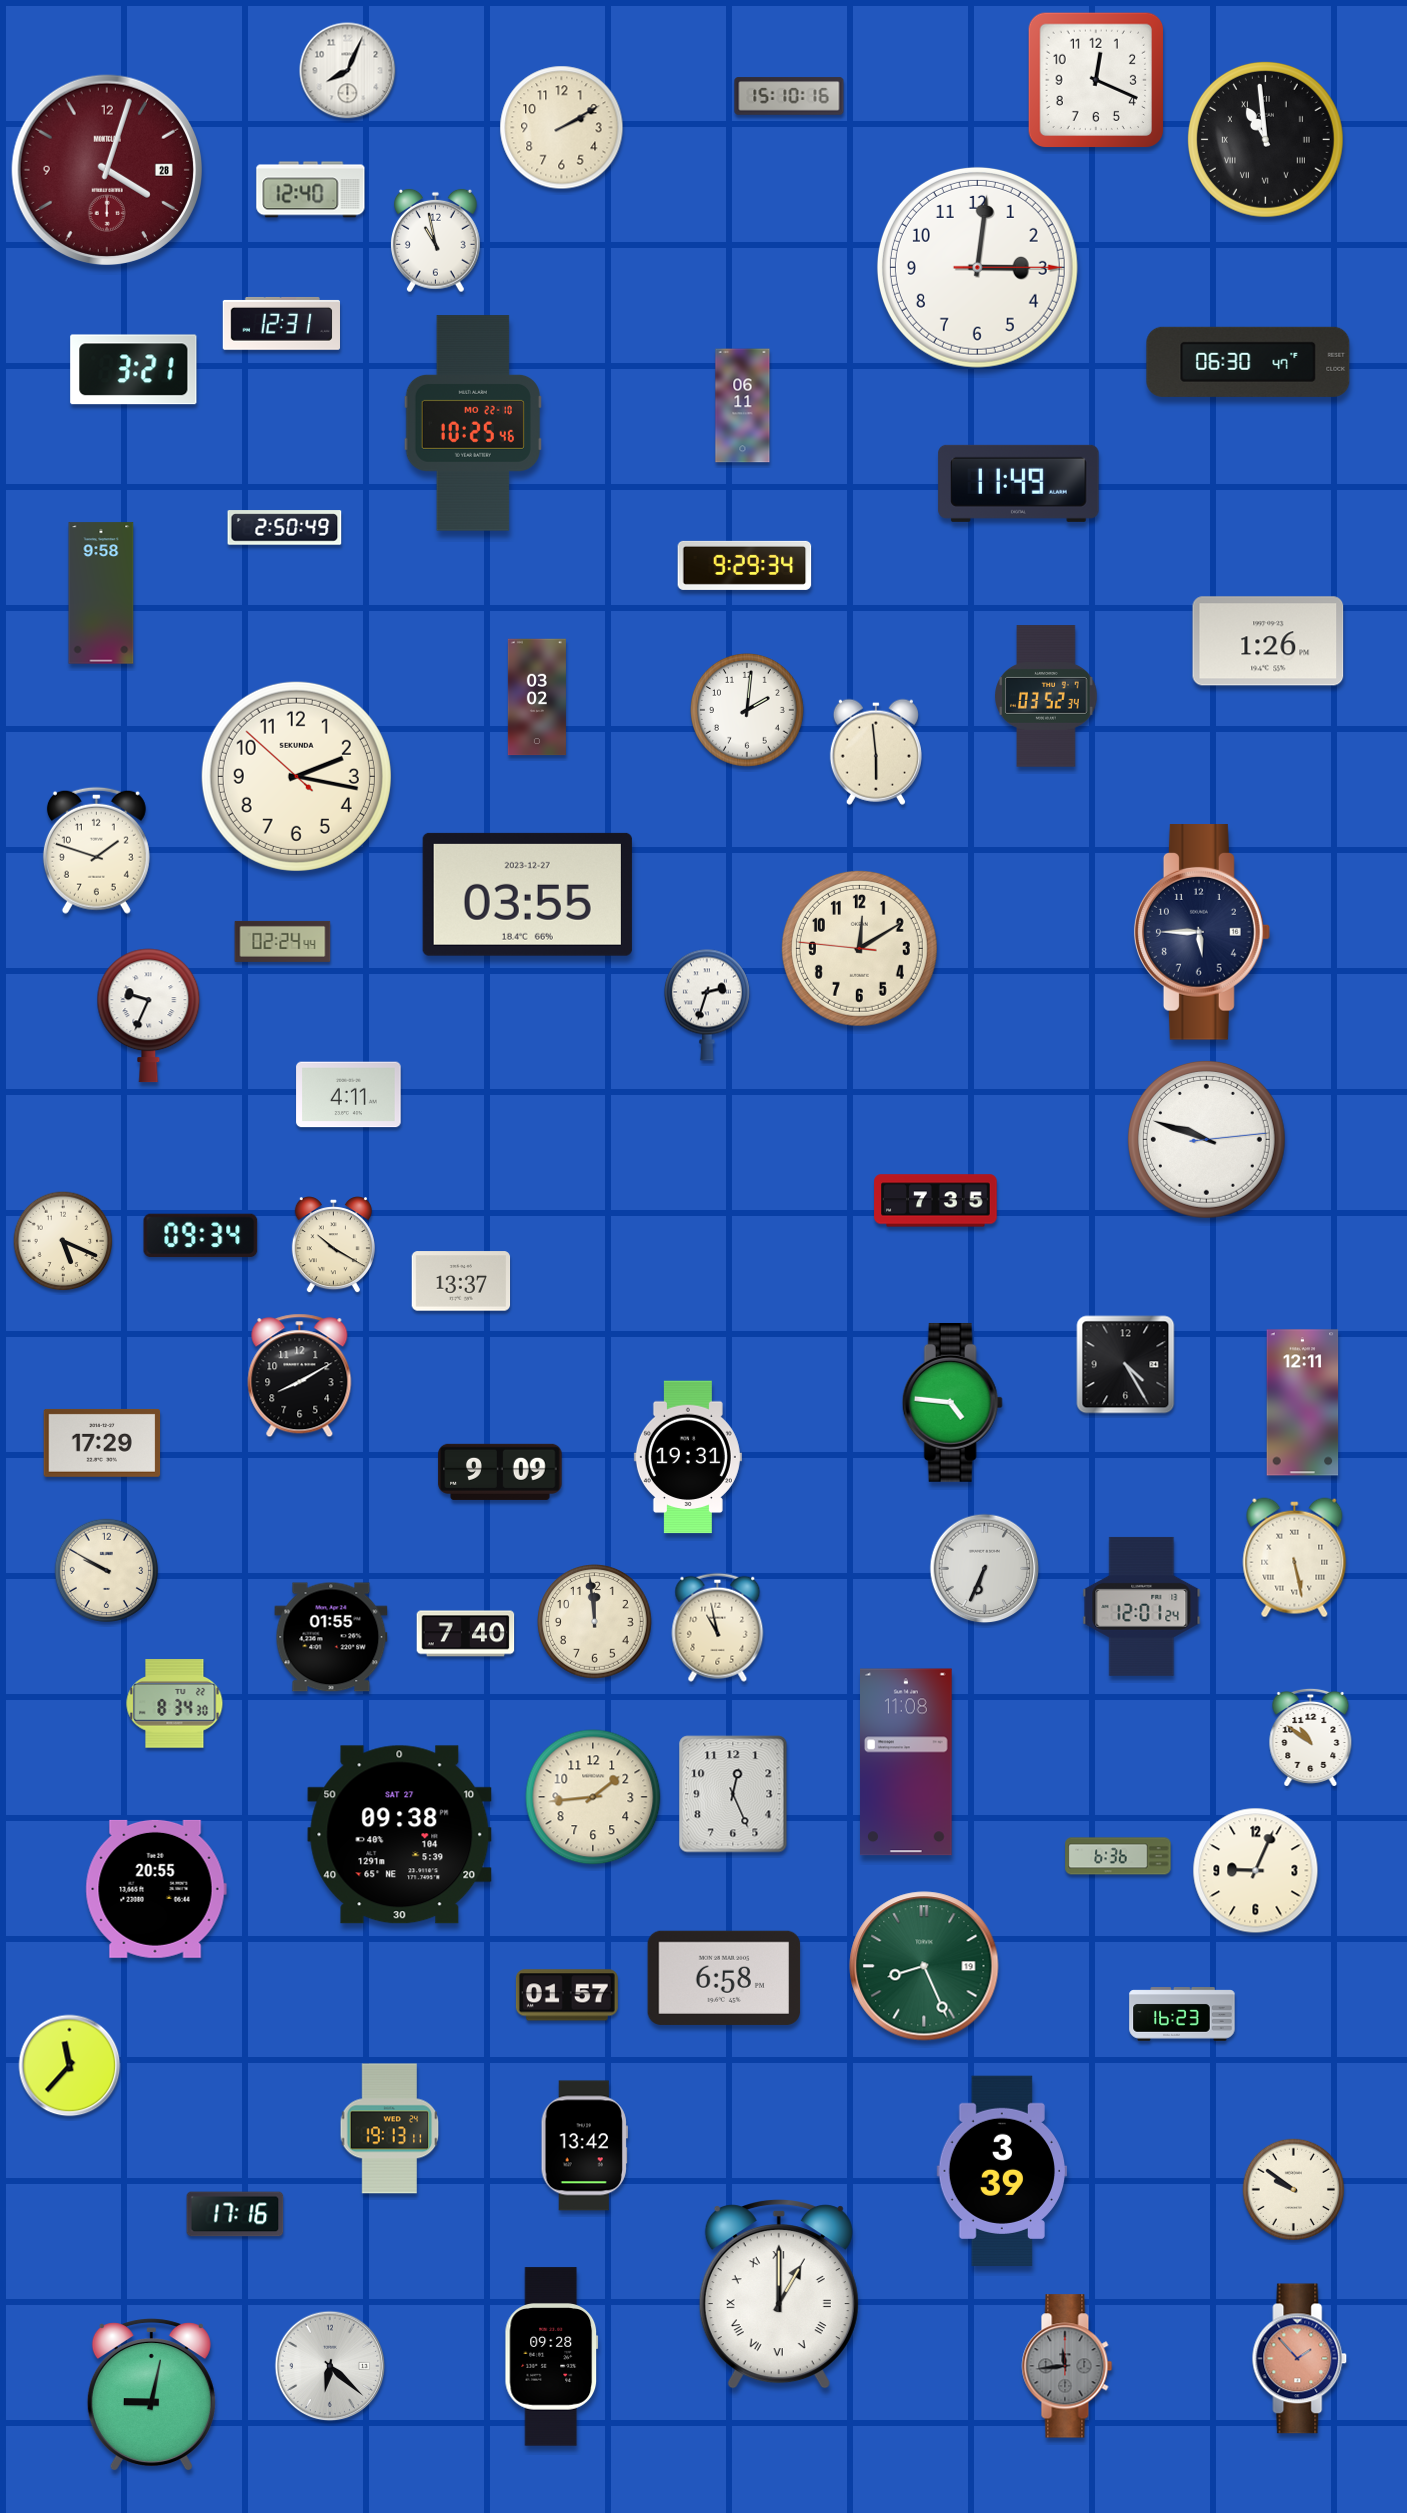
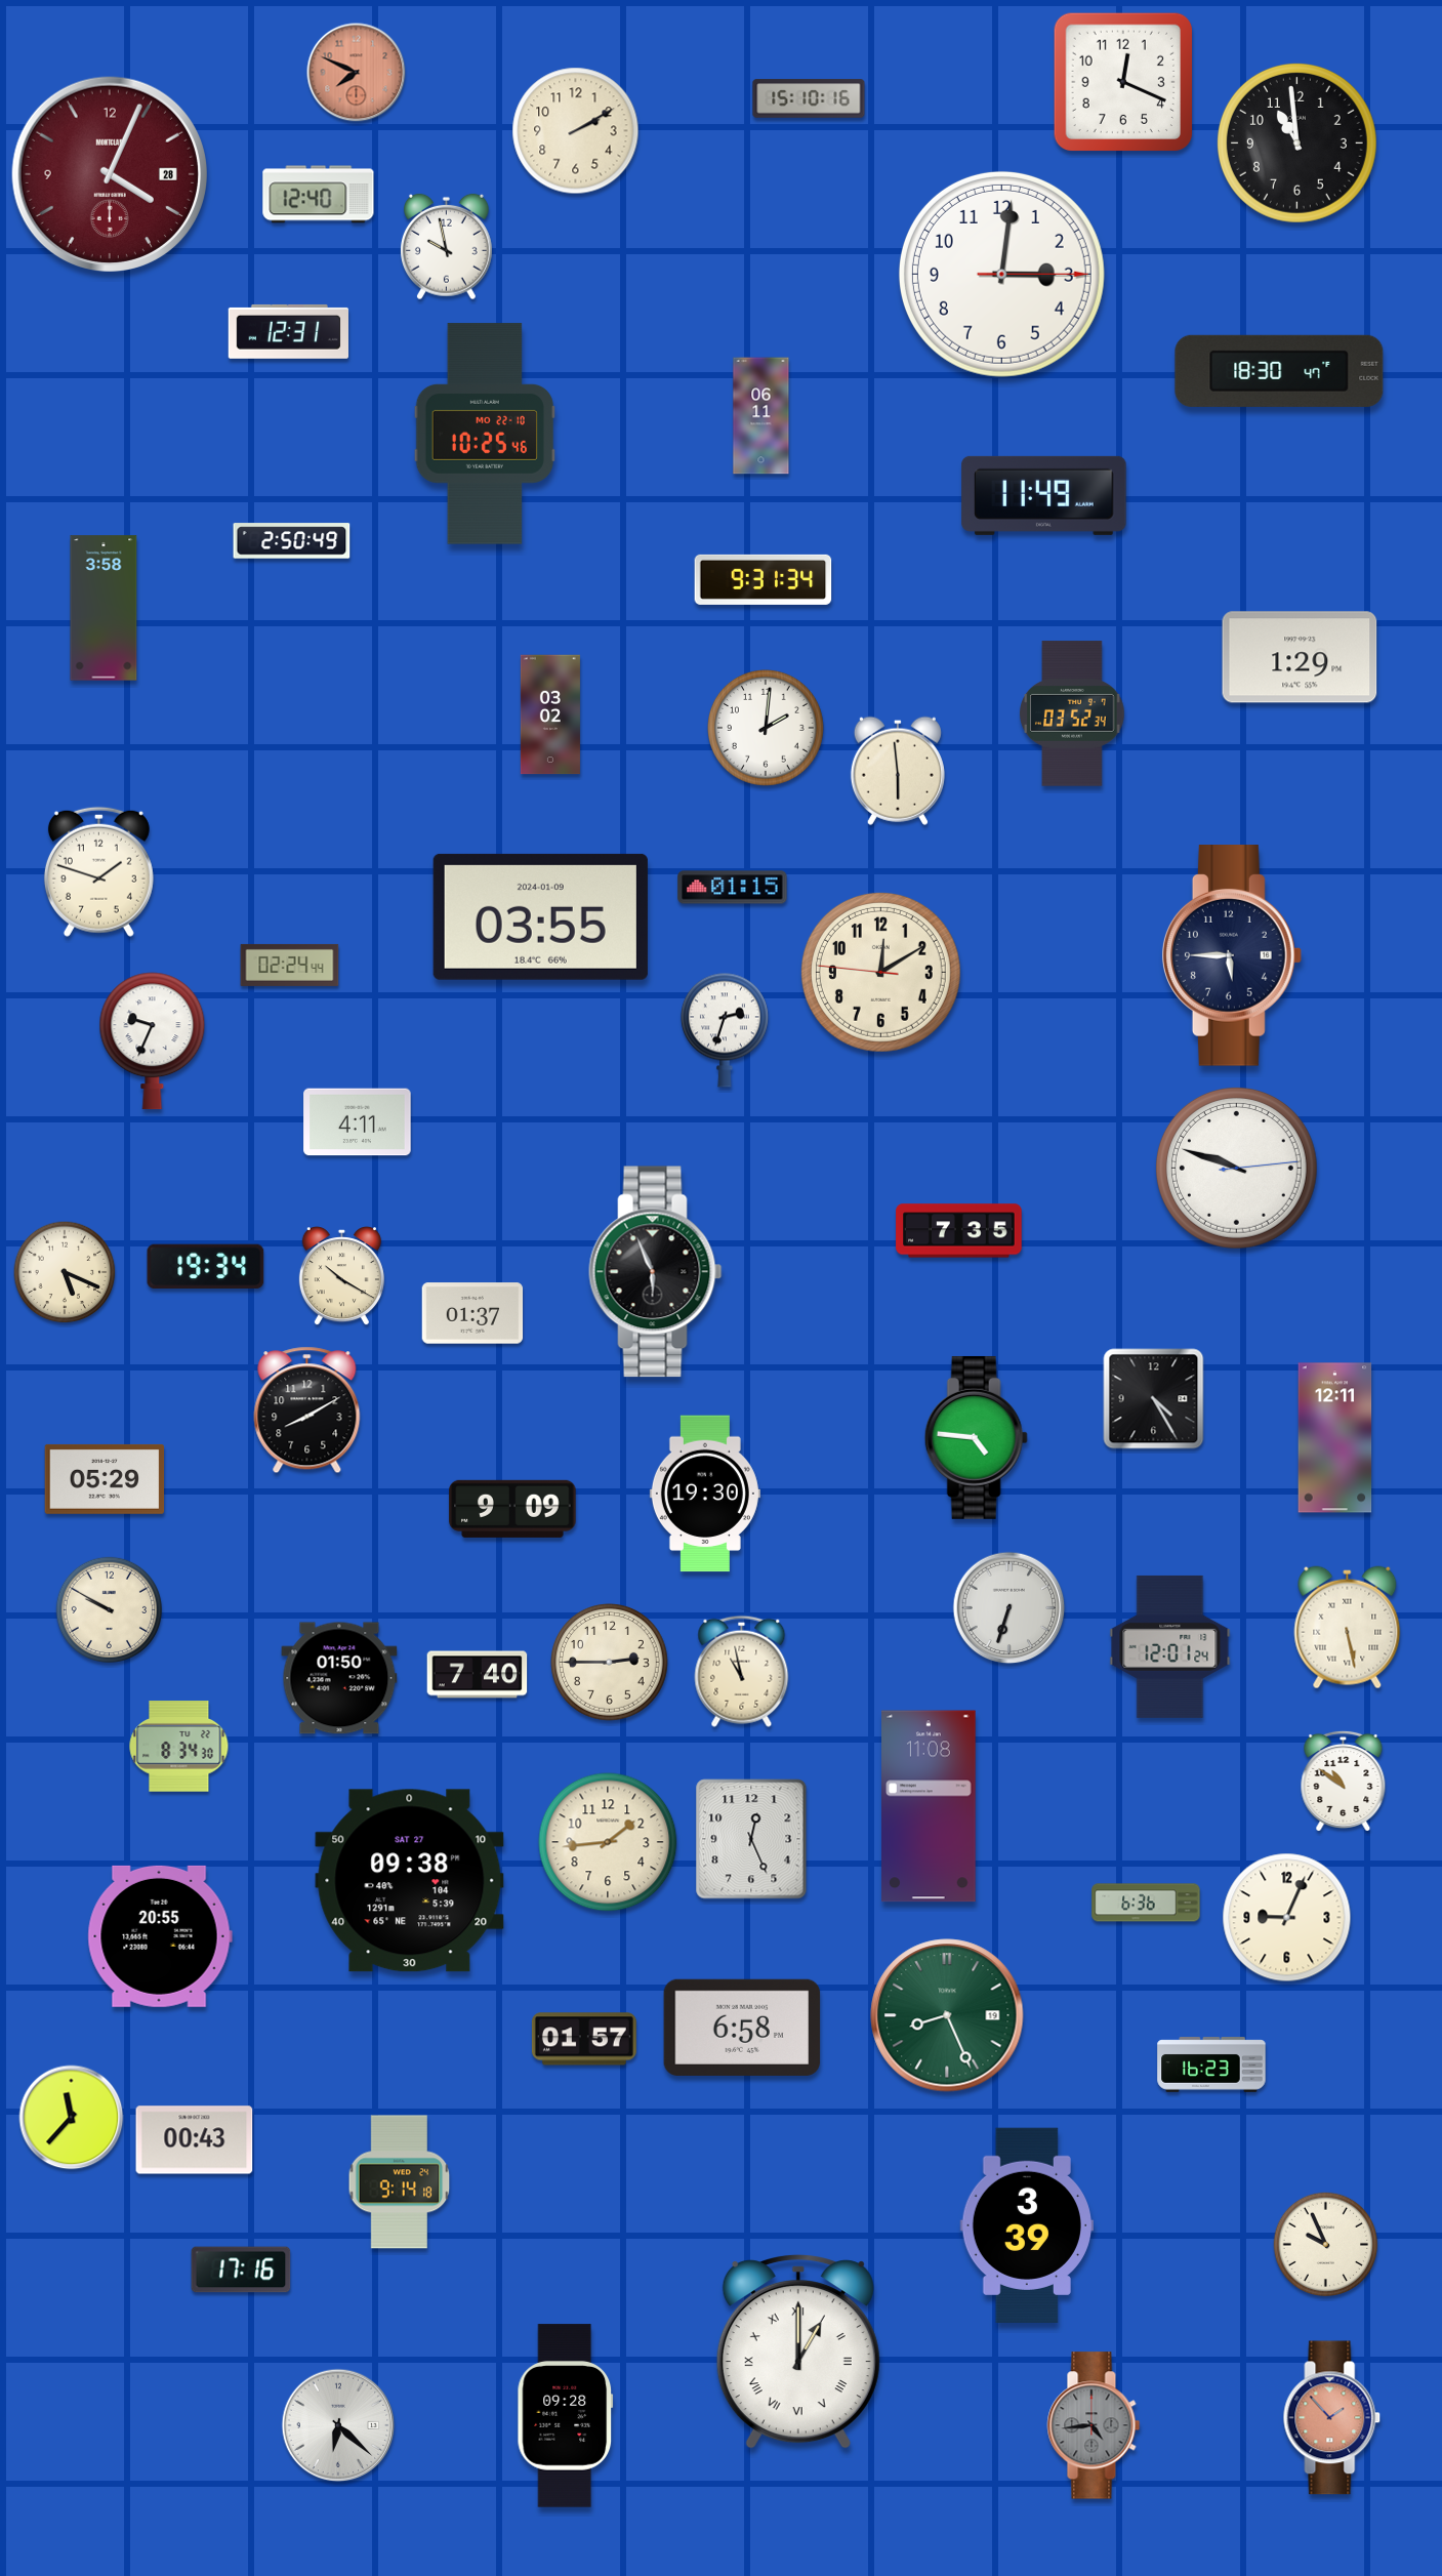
clock at (348, 71): 8:04 -> 7:49
clock at (348, 71) dial: white -> salmon
clock at (1265, 139) numerals: Roman -> Arabic
clock at (106, 169): 4:03 -> 4:04
clock at (436, 241): 10:58 -> 9:58
clock at (1248, 362): 06:30 -> 18:30
clock at (134, 370): 3:21 -> none
clock at (745, 565): 9:29 -> 9:31
clock at (101, 593): 9:58 -> 3:58
clock at (1268, 641): 1:26 -> 1:29
clock at (296, 776): 2:16 -> none
clock at (733, 888): none -> 01:15
clock at (527, 894) date: 2023-12-27 -> 2024-01-09
clock at (201, 1236): 09:34 -> 19:34
clock at (656, 1272): none -> 5:56
clock at (461, 1281): 13:37 -> 01:37
clock at (102, 1443): 17:29 -> 05:29
clock at (688, 1457): 19:31 -> 19:30
clock at (1295, 1558) position: (1295, 1558) -> (1348, 1628)
clock at (985, 1569): 6:34 -> 6:33
clock at (595, 1622): 11:59 -> 2:45
clock at (718, 1627) position: (718, 1627) -> (742, 1671)
clock at (331, 1637): 01:55 -> 01:50
clock at (567, 1995) position: (567, 1995) -> (584, 2039)
clock at (195, 2140): none -> 00:43
clock at (390, 2129): 19:13 -> 9:14
clock at (584, 2146): 13:42 -> none
clock at (1294, 2190): 9:51 -> 9:56
clock at (1067, 2366): 11:44 -> 4:44
clock at (151, 2395): 9:02 -> none
